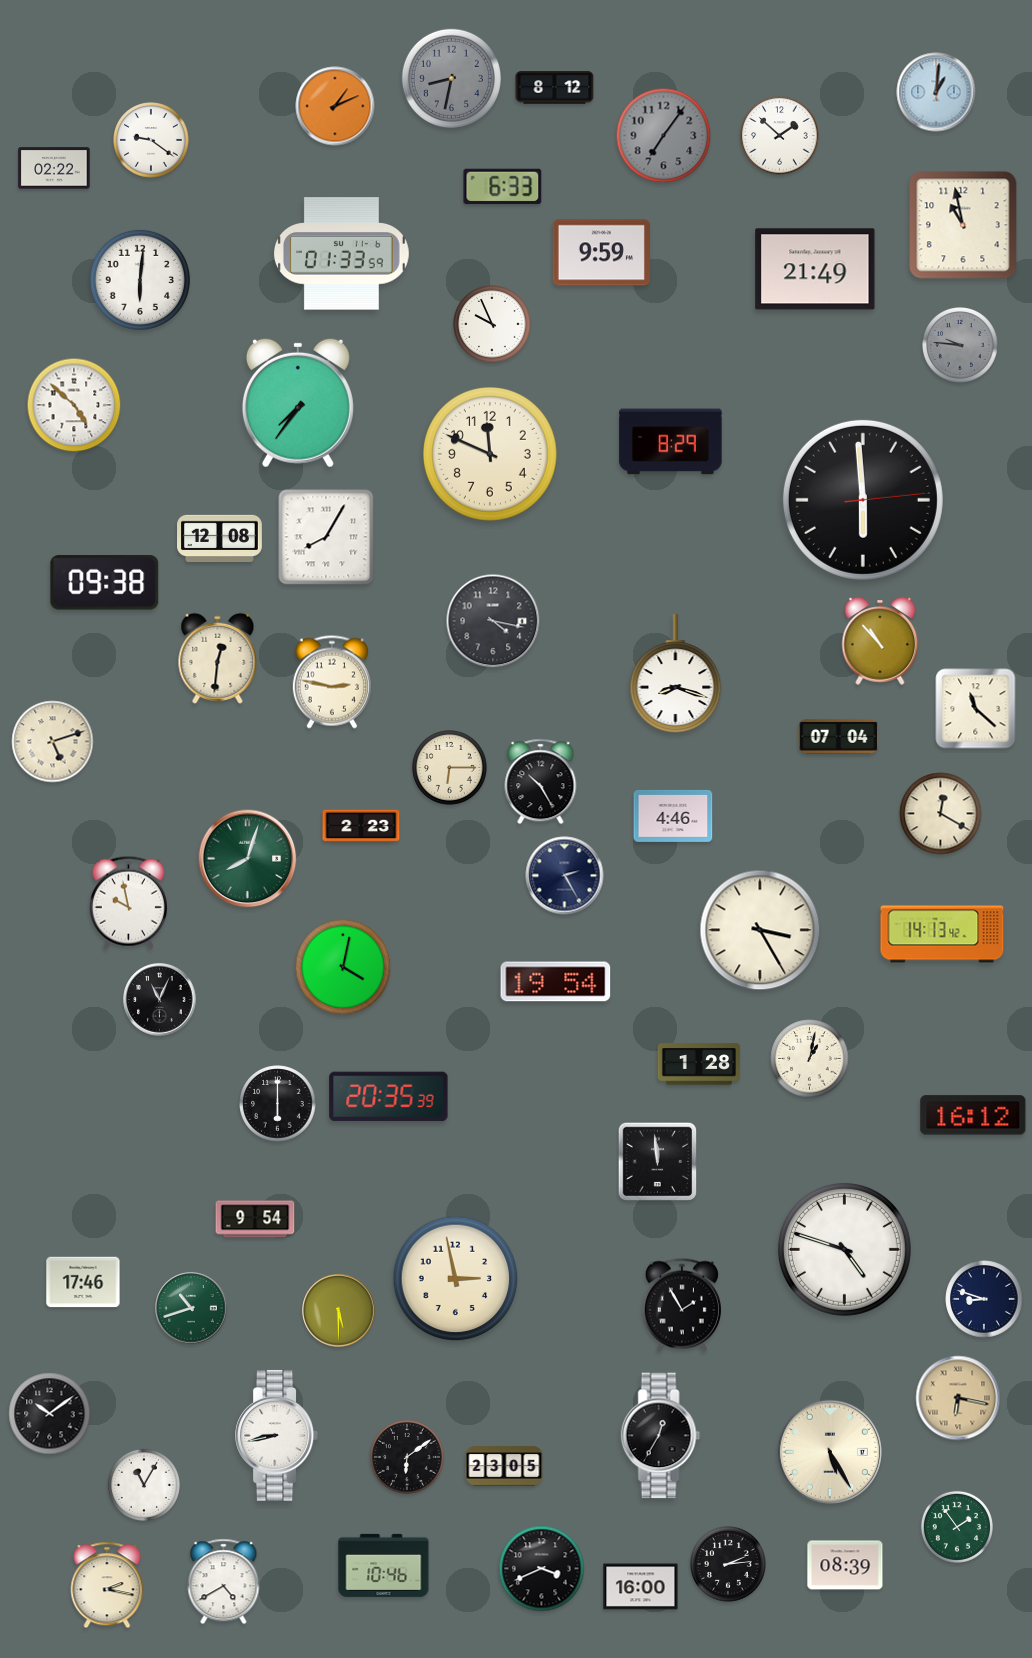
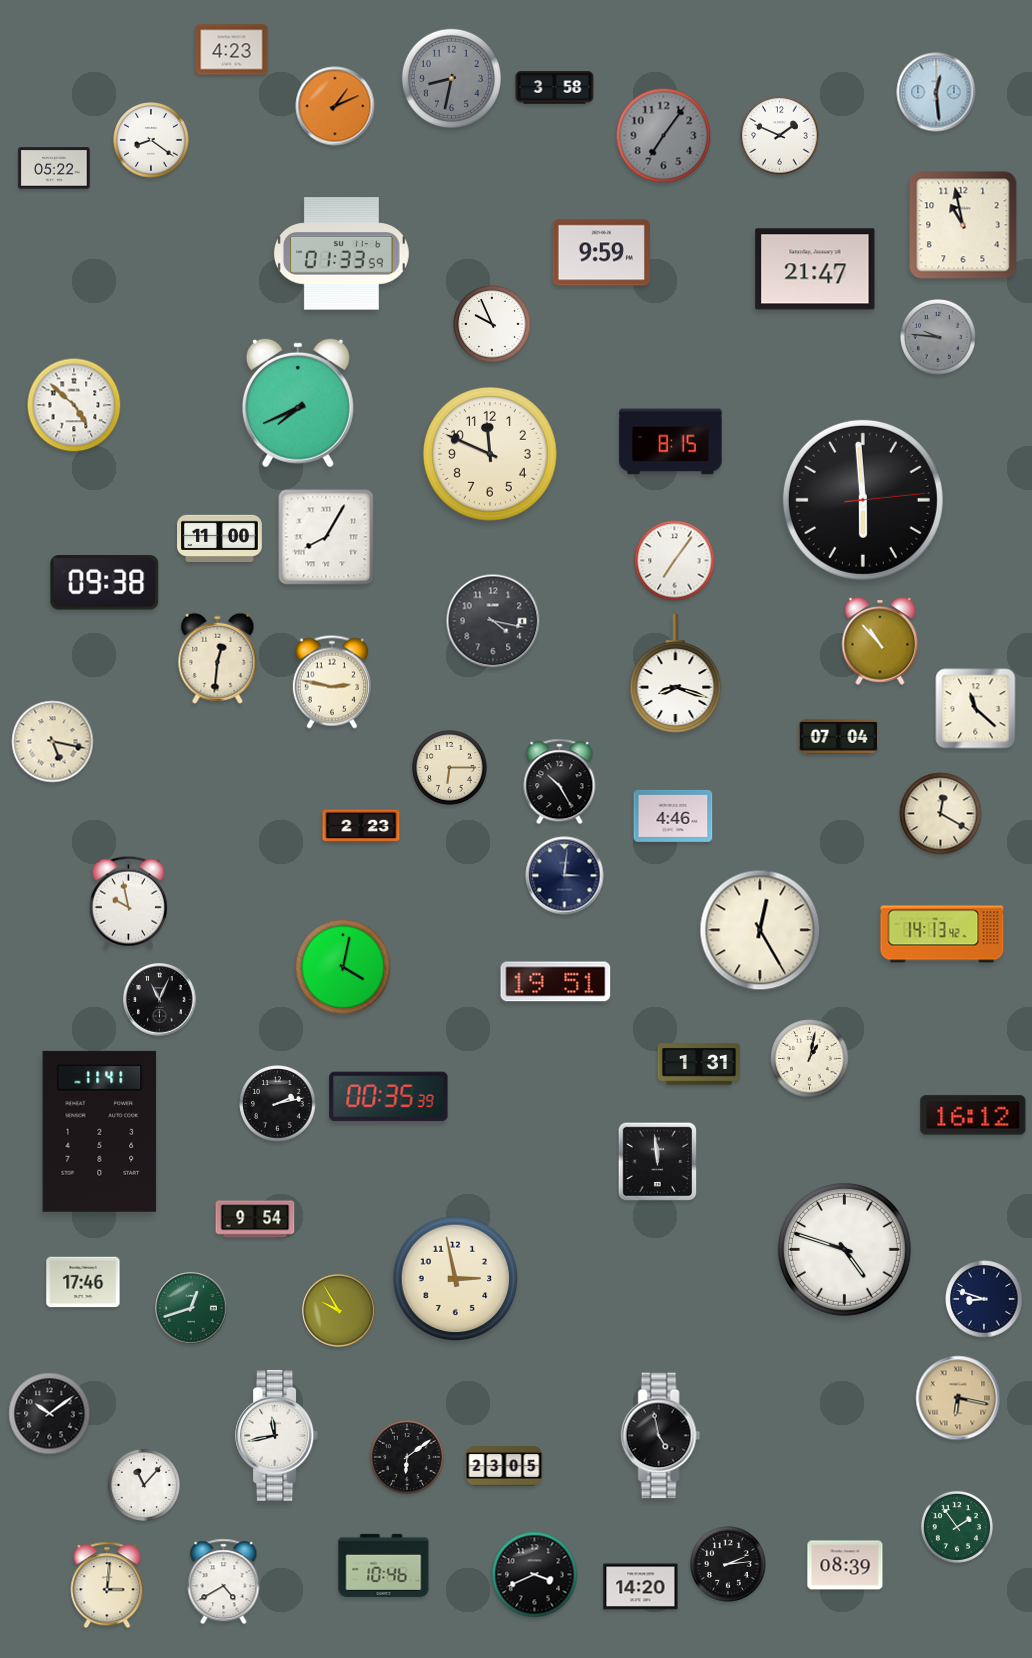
clock at (232, 50): none -> 4:23
clock at (555, 88): 8:12 -> 3:58
clock at (936, 92): 1:01 -> 12:29
clock at (780, 136): 1:52 -> 1:49
clock at (151, 140): 9:21 -> 8:21
clock at (54, 168): 02:22 -> 05:22
clock at (503, 187): 6:33 -> none
clock at (815, 269): 21:49 -> 21:47
clock at (140, 280): 6:01 -> none
clock at (960, 345) position: (960, 345) -> (938, 337)
clock at (298, 403): 7:36 -> 7:41
clock at (671, 442): 8:29 -> 8:15
clock at (220, 539): 12:08 -> 11:00
clock at (675, 561): none -> 7:06
clock at (53, 742): 5:12 -> 5:17
clock at (541, 782) position: (541, 782) -> (560, 782)
clock at (248, 859): 8:03 -> none
clock at (565, 876): 2:25 -> 3:01
clock at (760, 930): 3:25 -> 12:25
clock at (556, 982): 19:54 -> 19:51
clock at (699, 1064): 1:28 -> 1:31
clock at (389, 1097): 20:35 -> 00:35
clock at (278, 1104): 6:00 -> 2:13
clock at (100, 1131): none -> 11:41
clock at (682, 1305): 1:55 -> none
clock at (191, 1308): 10:42 -> 12:42
clock at (339, 1311): 5:30 -> 9:55
clock at (277, 1435): 8:43 -> 11:43
clock at (661, 1436): 12:35 -> 4:58
clock at (830, 1452): 5:25 -> none
clock at (144, 1485): 11:05 -> 11:07
clock at (542, 1569) position: (542, 1569) -> (535, 1575)
clock at (107, 1585): 2:17 -> 3:01
clock at (641, 1587): 16:00 -> 14:20
